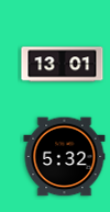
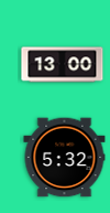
clock at (63, 65): 13:01 -> 13:00
